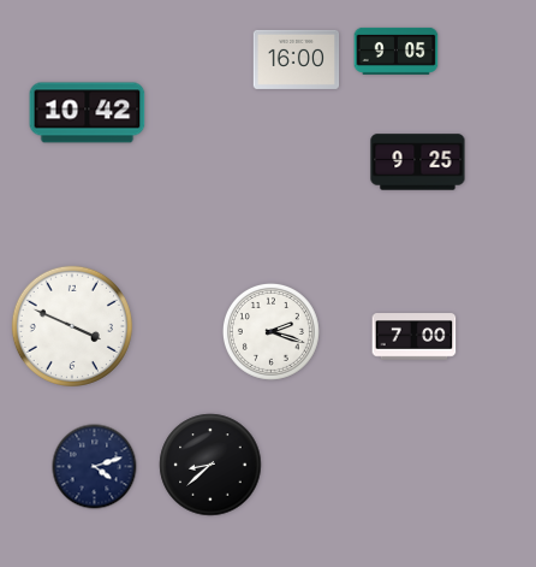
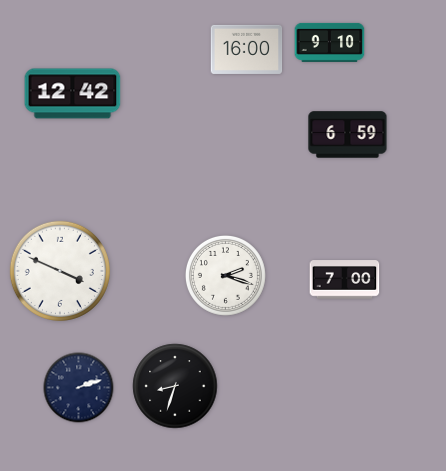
clock at (397, 51): 9:05 -> 9:10
clock at (88, 113): 10:42 -> 12:42
clock at (418, 163): 9:25 -> 6:59
clock at (210, 465): 8:38 -> 8:33
clock at (95, 467): 4:12 -> 2:12
